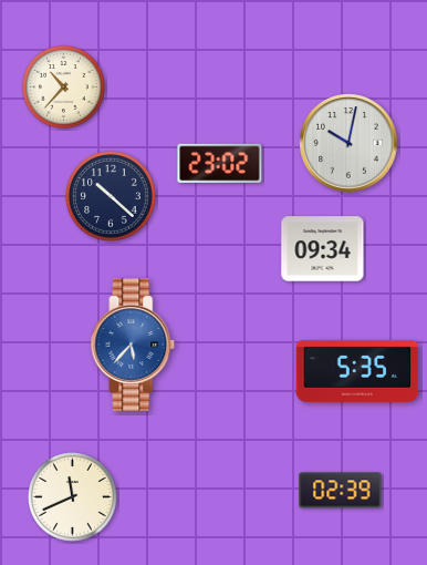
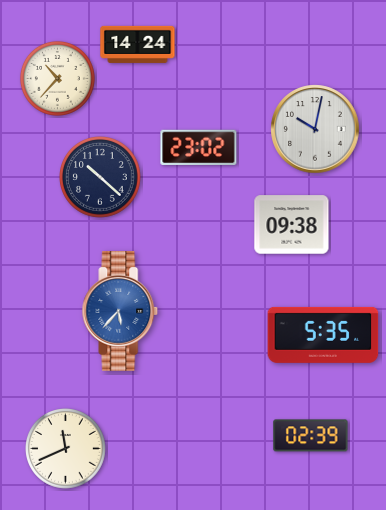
clock at (138, 44): none -> 14:24
clock at (323, 249): 09:34 -> 09:38
clock at (341, 491) position: (341, 491) -> (311, 436)
